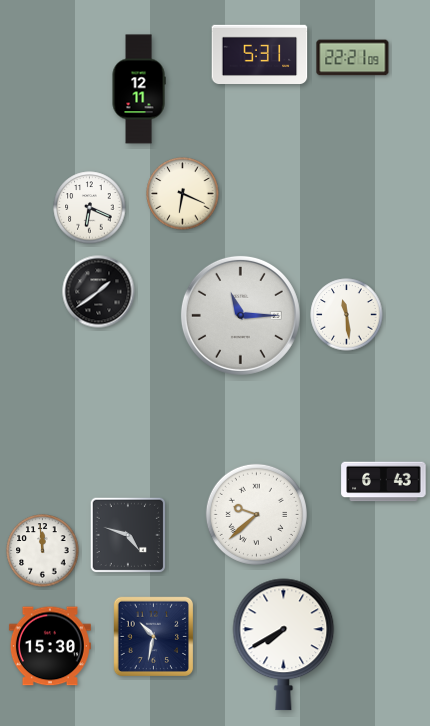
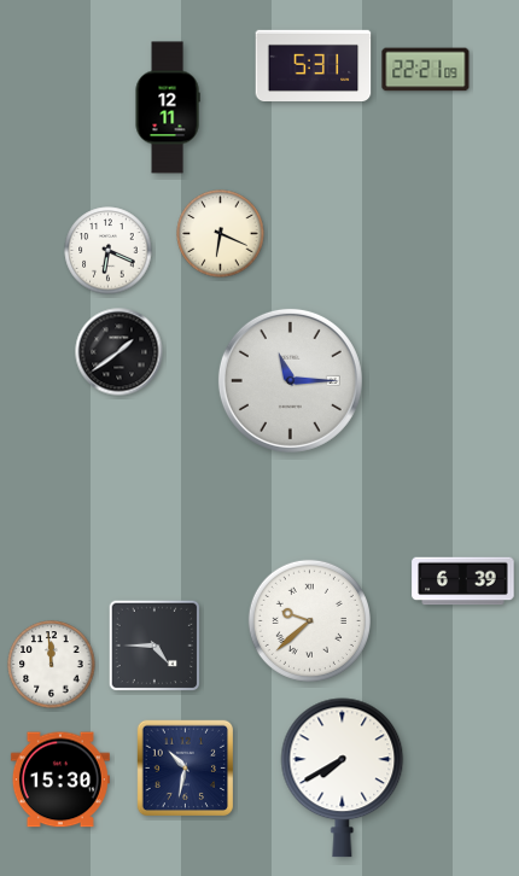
clock at (347, 315): 11:29 -> none
clock at (384, 482): 6:43 -> 6:39
clock at (128, 535): 4:48 -> 4:45
